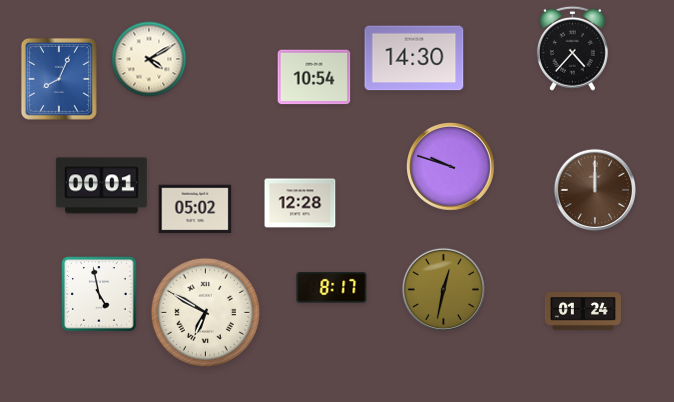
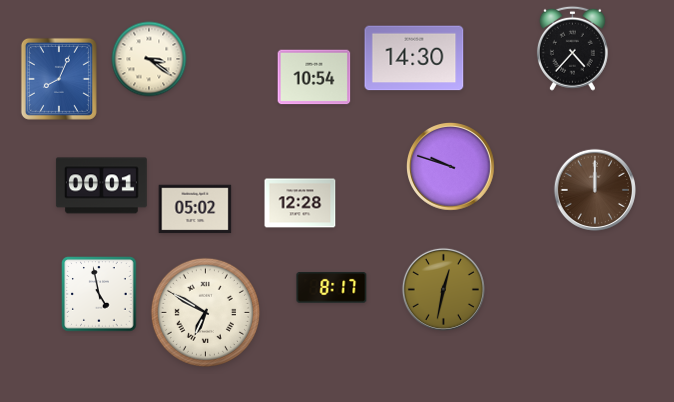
clock at (149, 59): 4:10 -> 3:21
clock at (583, 311): 01:24 -> none
